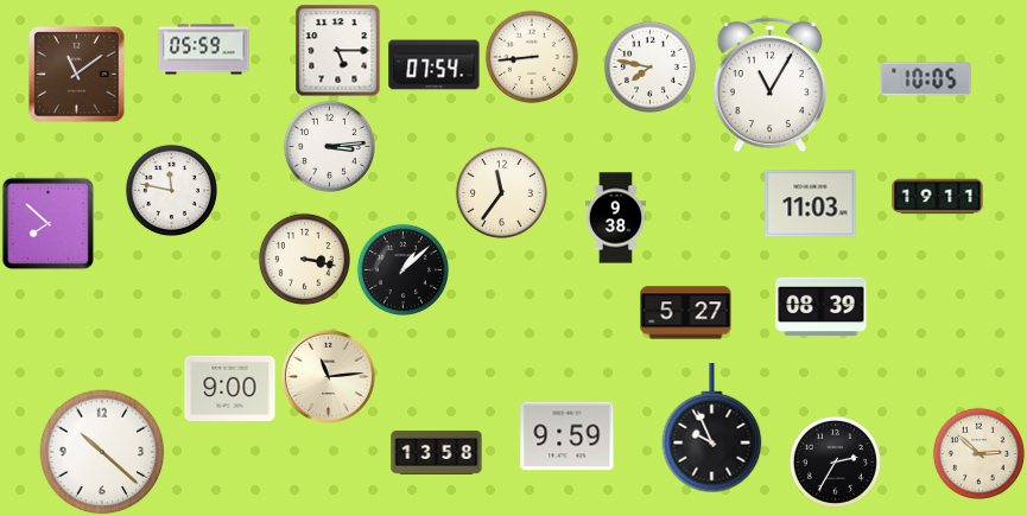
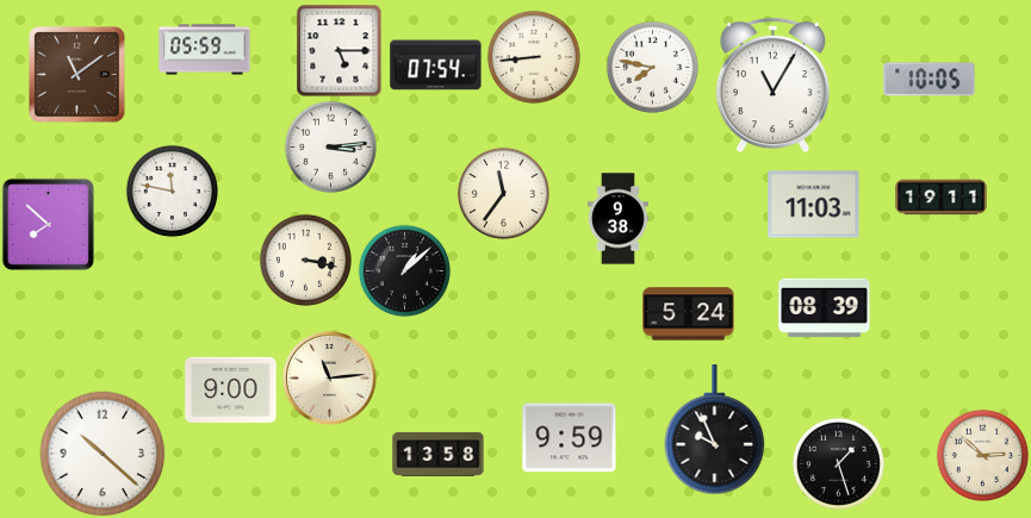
clock at (686, 313): 5:27 -> 5:24
clock at (835, 461): 2:35 -> 1:27
